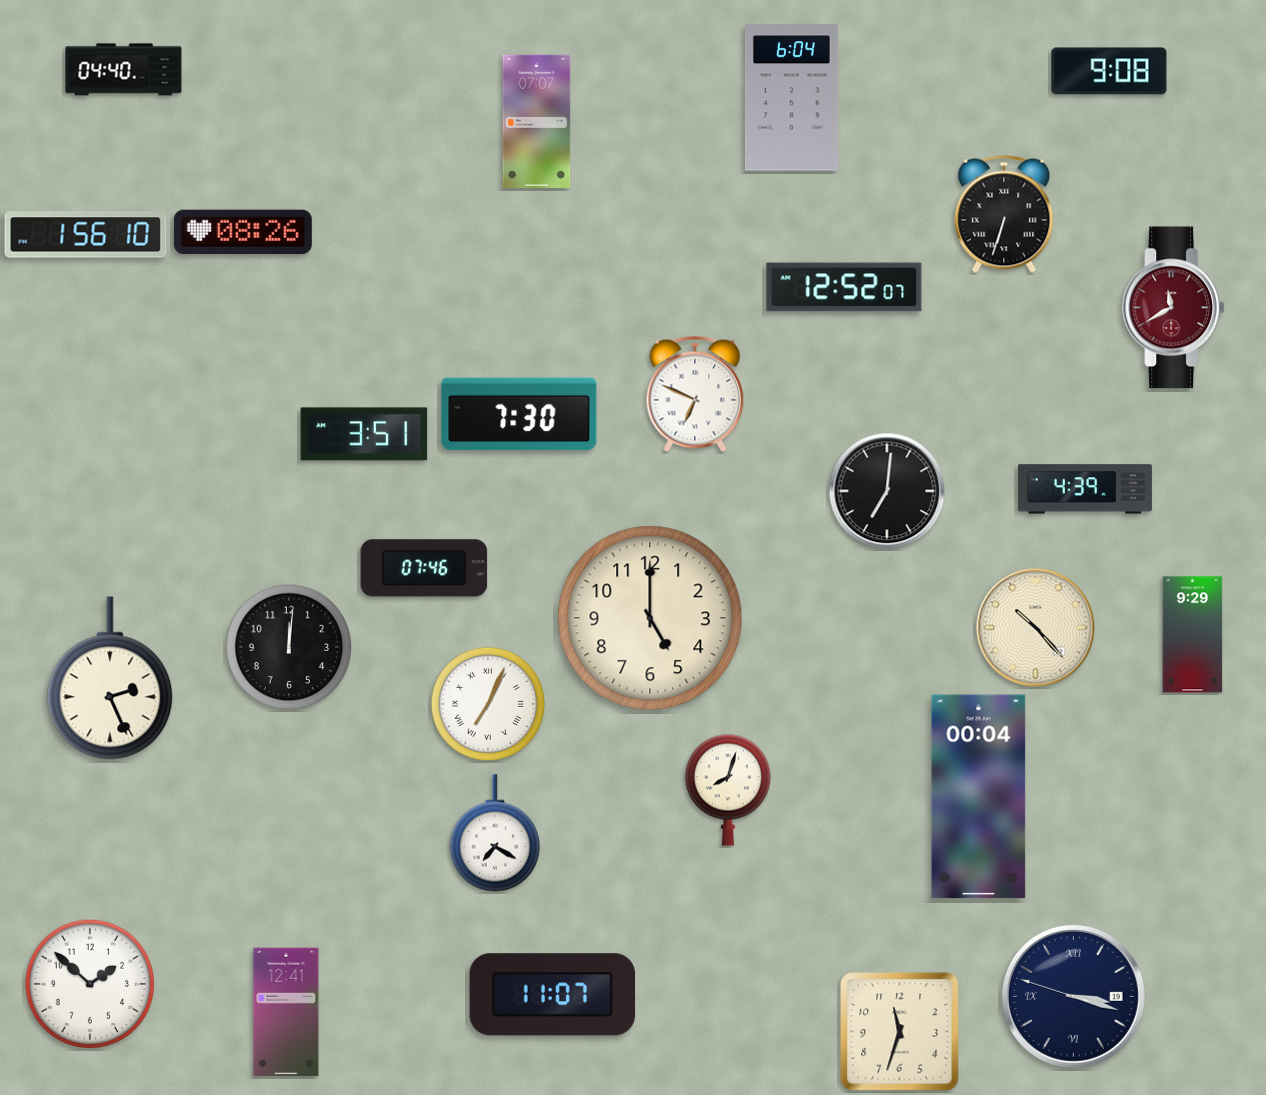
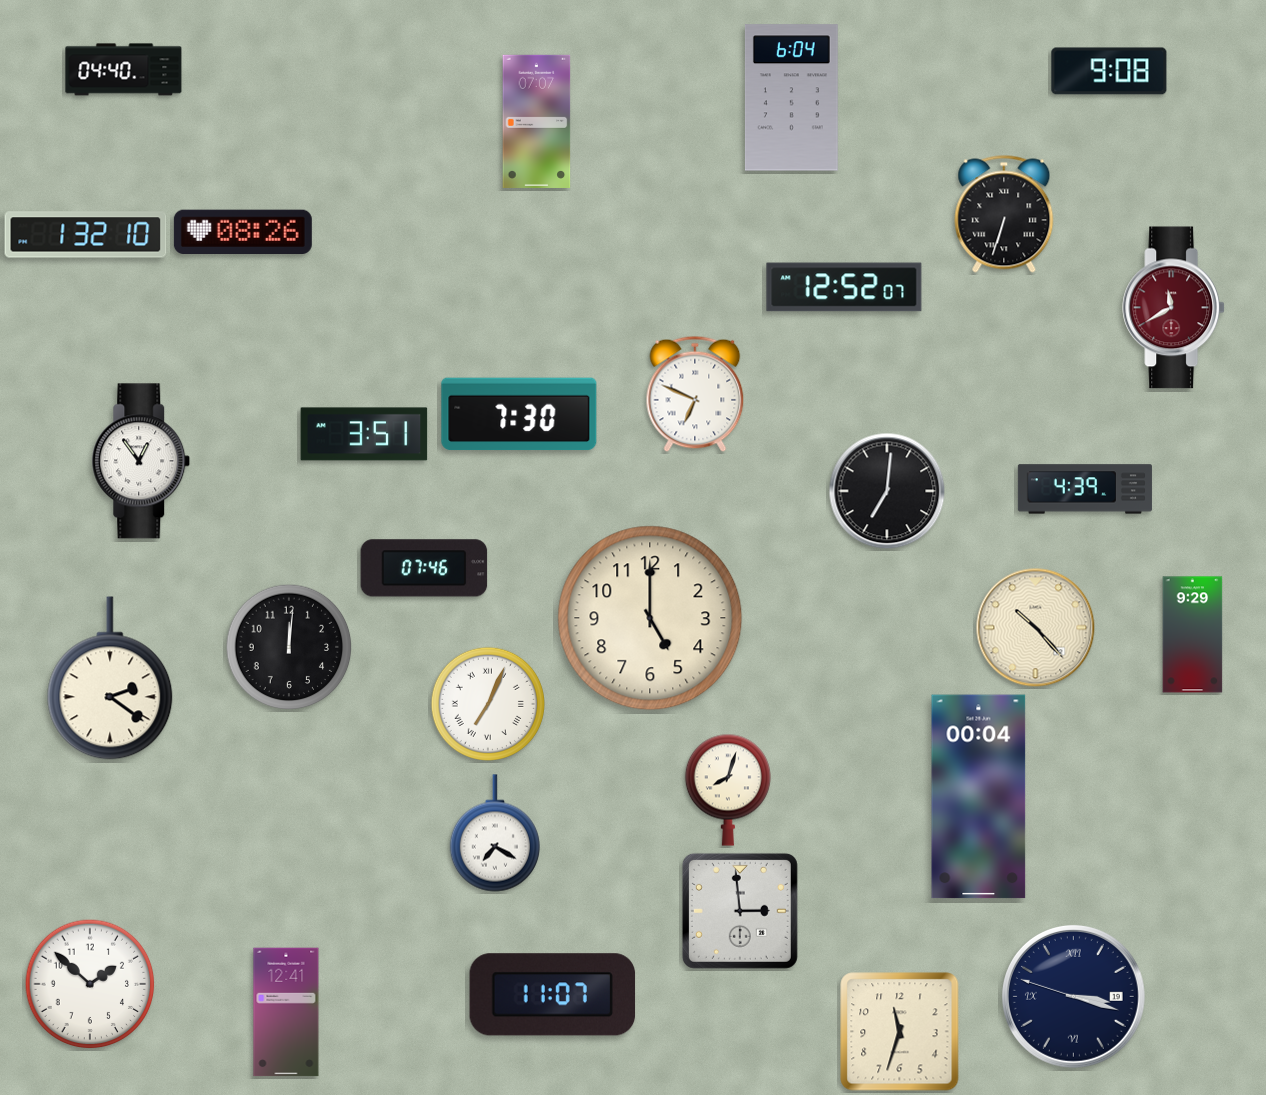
clock at (86, 235): 1:56 -> 1:32
clock at (141, 461): none -> 12:54
clock at (110, 678): 2:26 -> 2:21
clock at (740, 911): none -> 2:59
